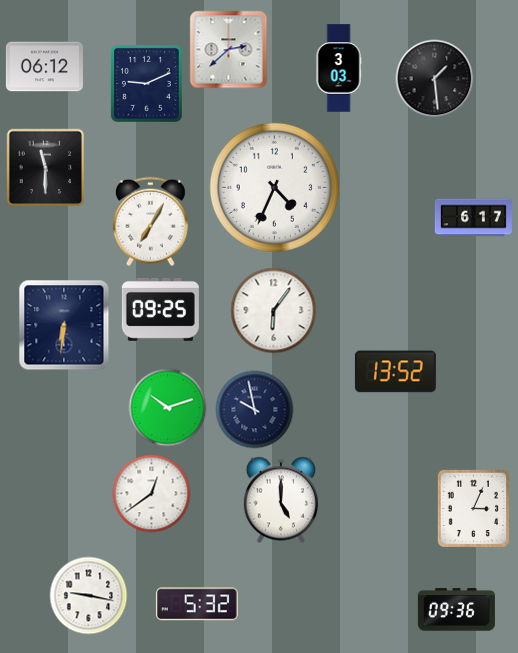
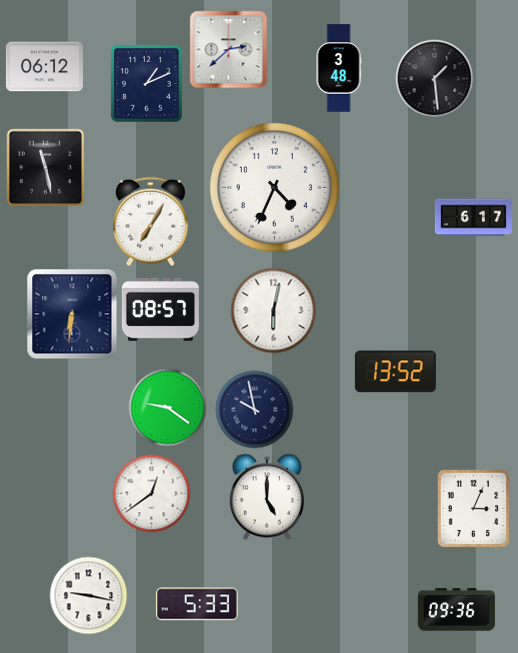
clock at (339, 68): 3:03 -> 3:48
clock at (146, 84): 9:11 -> 1:11
clock at (45, 167): 11:30 -> 11:28
clock at (160, 309): 09:25 -> 08:57
clock at (273, 310): 6:06 -> 6:02
clock at (64, 325) position: (64, 325) -> (72, 314)
clock at (167, 407): 10:12 -> 9:21
clock at (281, 500) position: (281, 500) -> (267, 497)
clock at (197, 604): 5:32 -> 5:33
